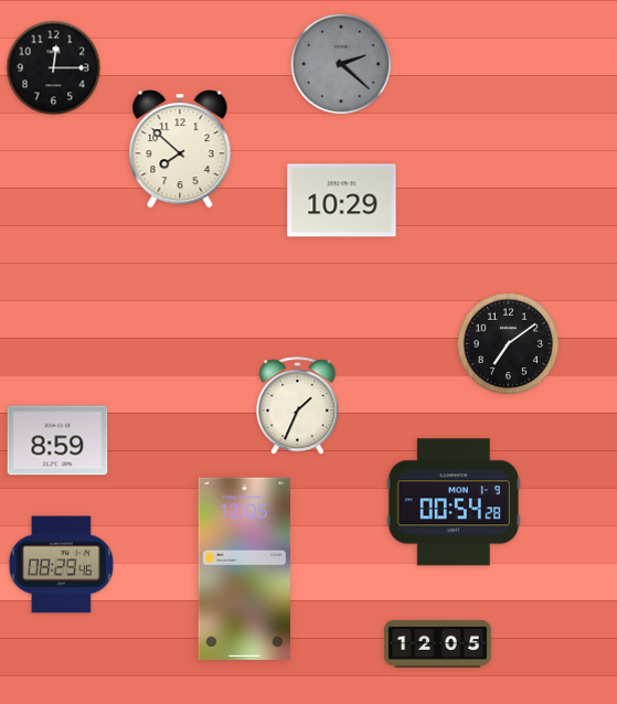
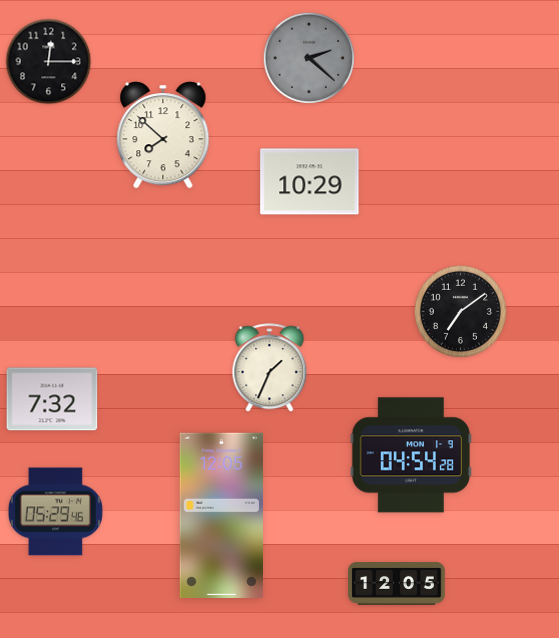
clock at (57, 440): 8:59 -> 7:32
clock at (454, 502): 00:54 -> 04:54
clock at (61, 565): 08:29 -> 05:29
